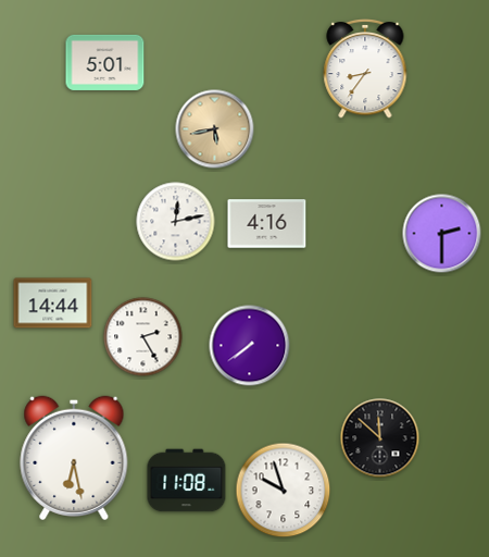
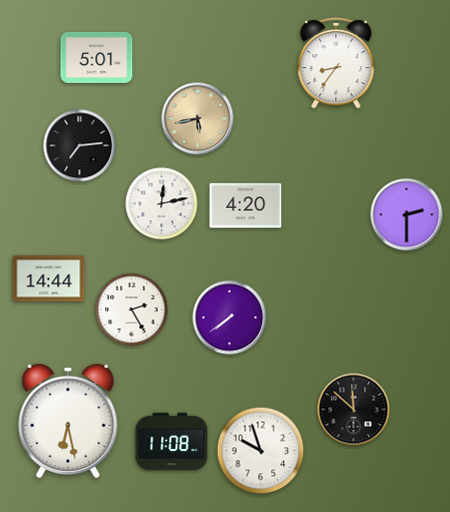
clock at (80, 146): none -> 7:14
clock at (267, 224): 4:16 -> 4:20
clock at (380, 438) position: (380, 438) -> (354, 410)
